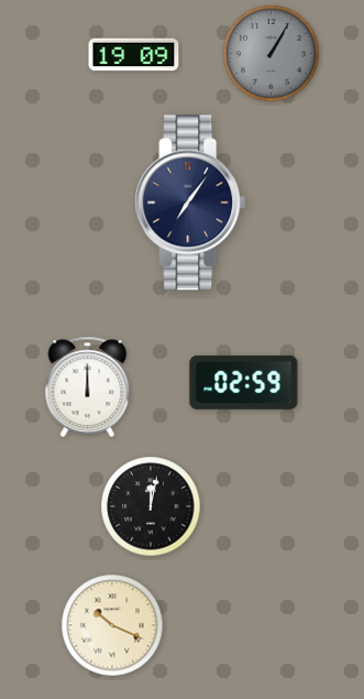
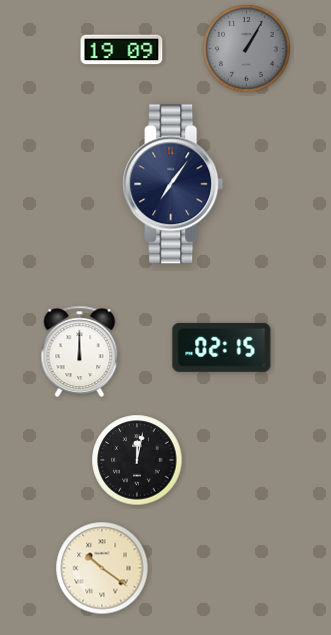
clock at (244, 382): 02:59 -> 02:15
clock at (112, 625): 10:19 -> 10:21
